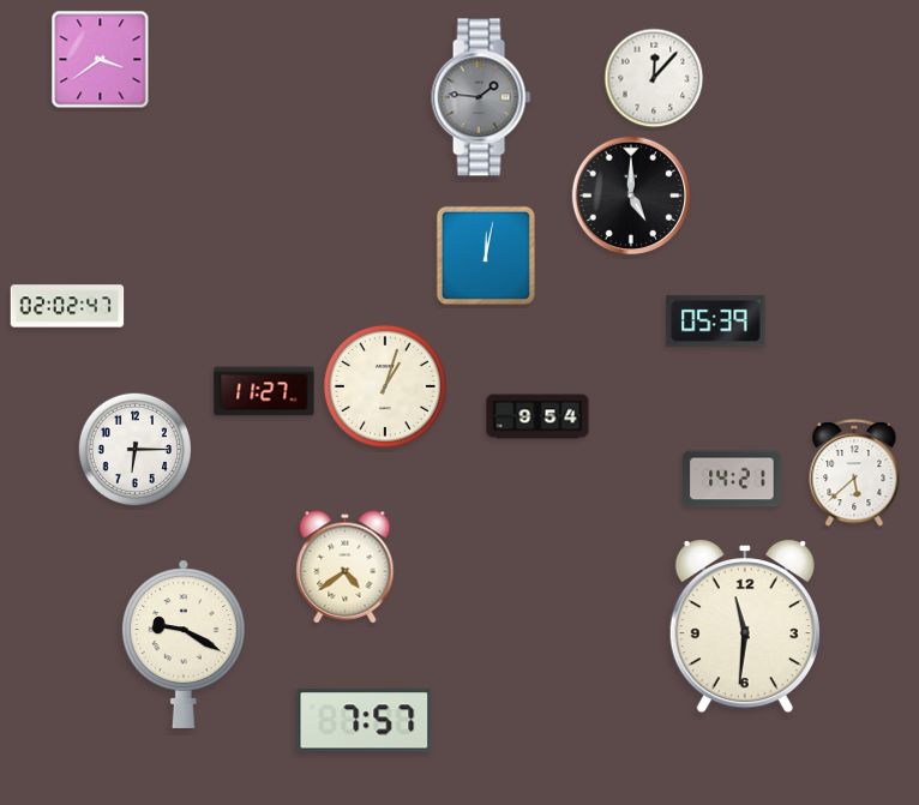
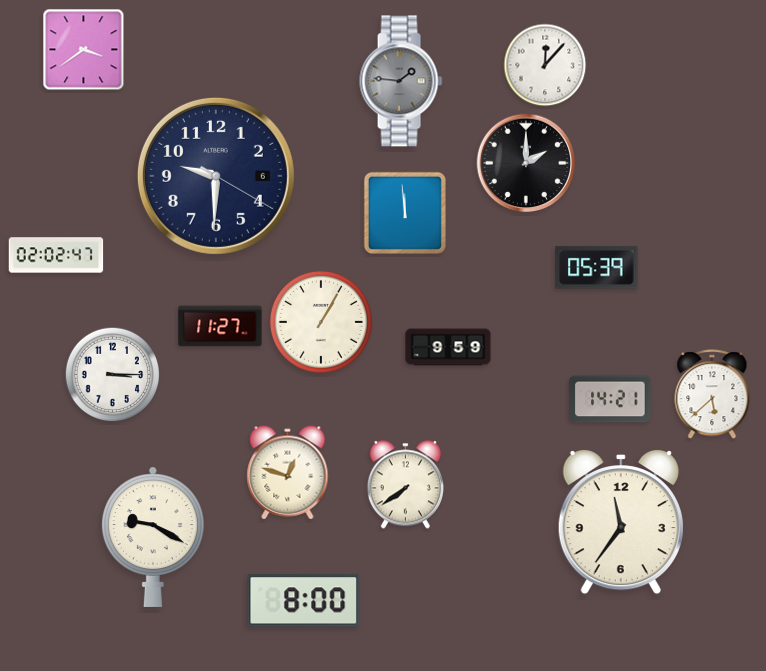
clock at (631, 196): 5:00 -> 2:00
clock at (216, 176): none -> 9:30
clock at (486, 256): 12:02 -> 11:59
clock at (385, 386): 1:03 -> 1:05
clock at (537, 416): 9:54 -> 9:59
clock at (136, 450): 6:15 -> 3:15
clock at (346, 567): 4:39 -> 12:48
clock at (405, 485): none -> 7:39
clock at (745, 627): 11:31 -> 11:36
clock at (365, 721): 7:57 -> 8:00
